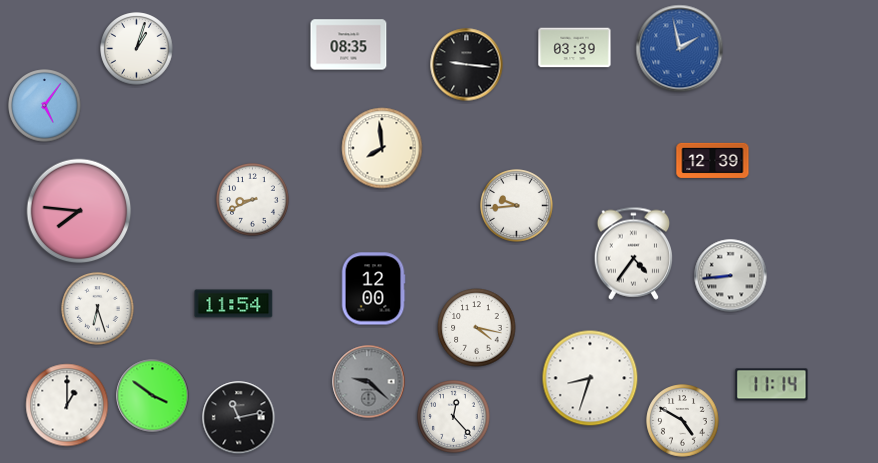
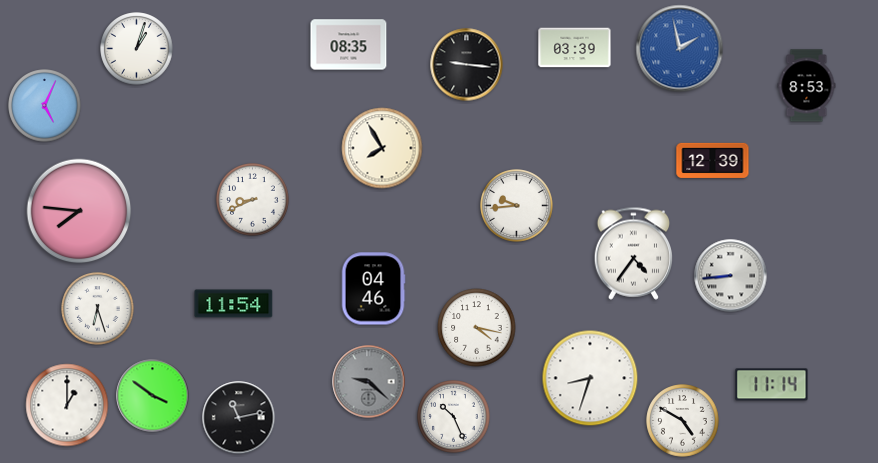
clock at (807, 86): none -> 8:53
clock at (45, 106): 5:06 -> 5:04
clock at (382, 148): 7:59 -> 7:55
clock at (373, 289): 12:00 -> 04:46
clock at (454, 417): 12:23 -> 10:26
